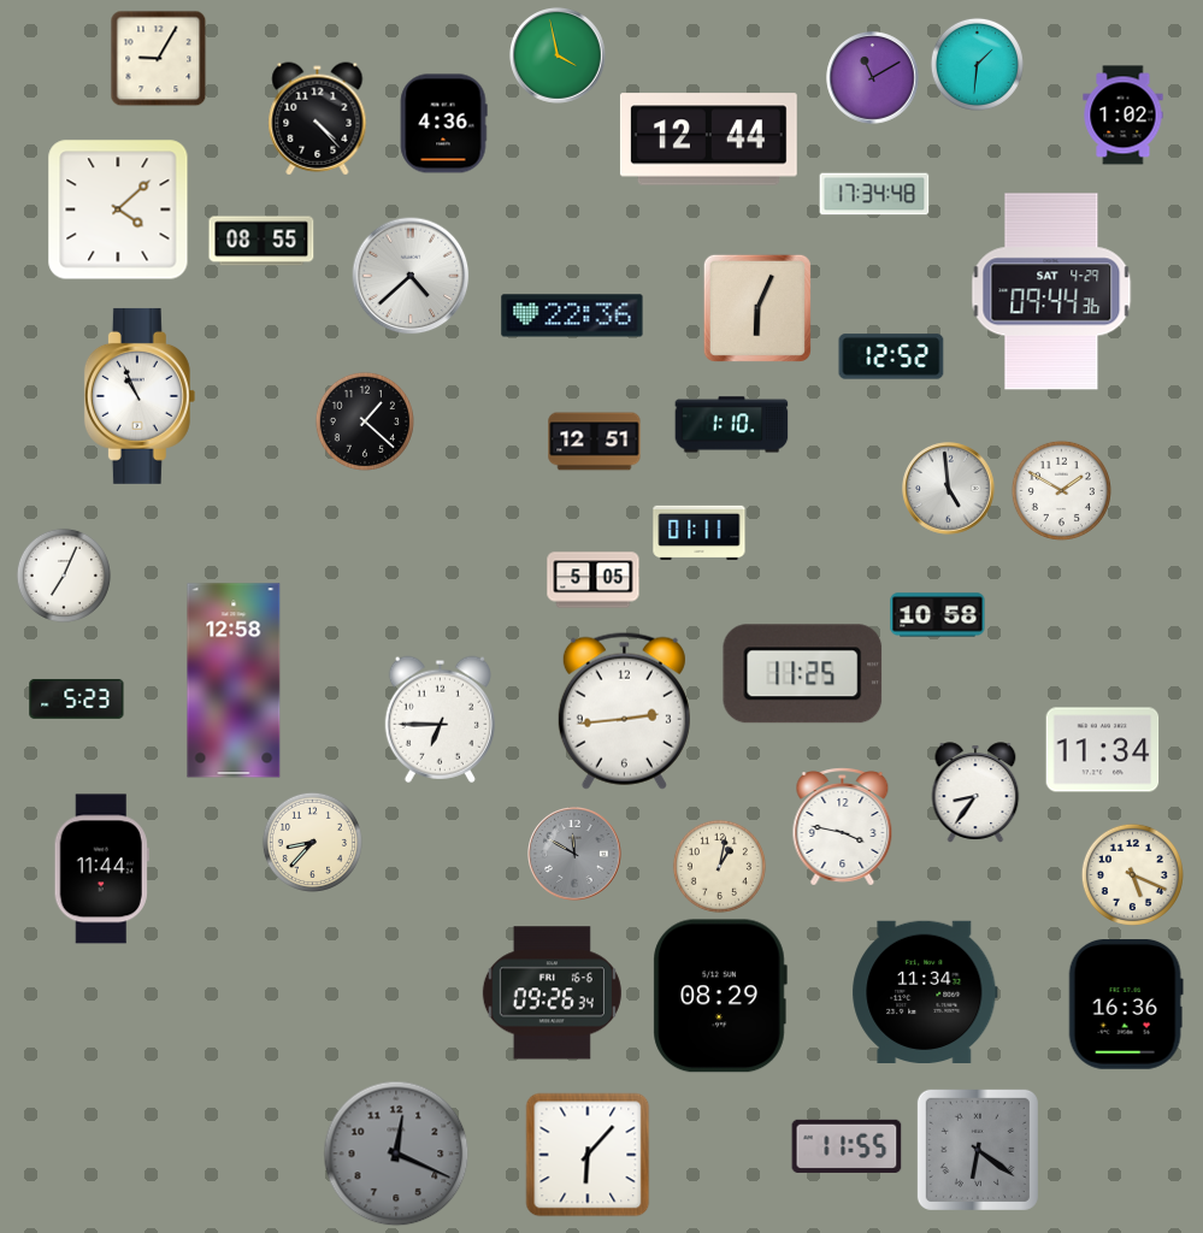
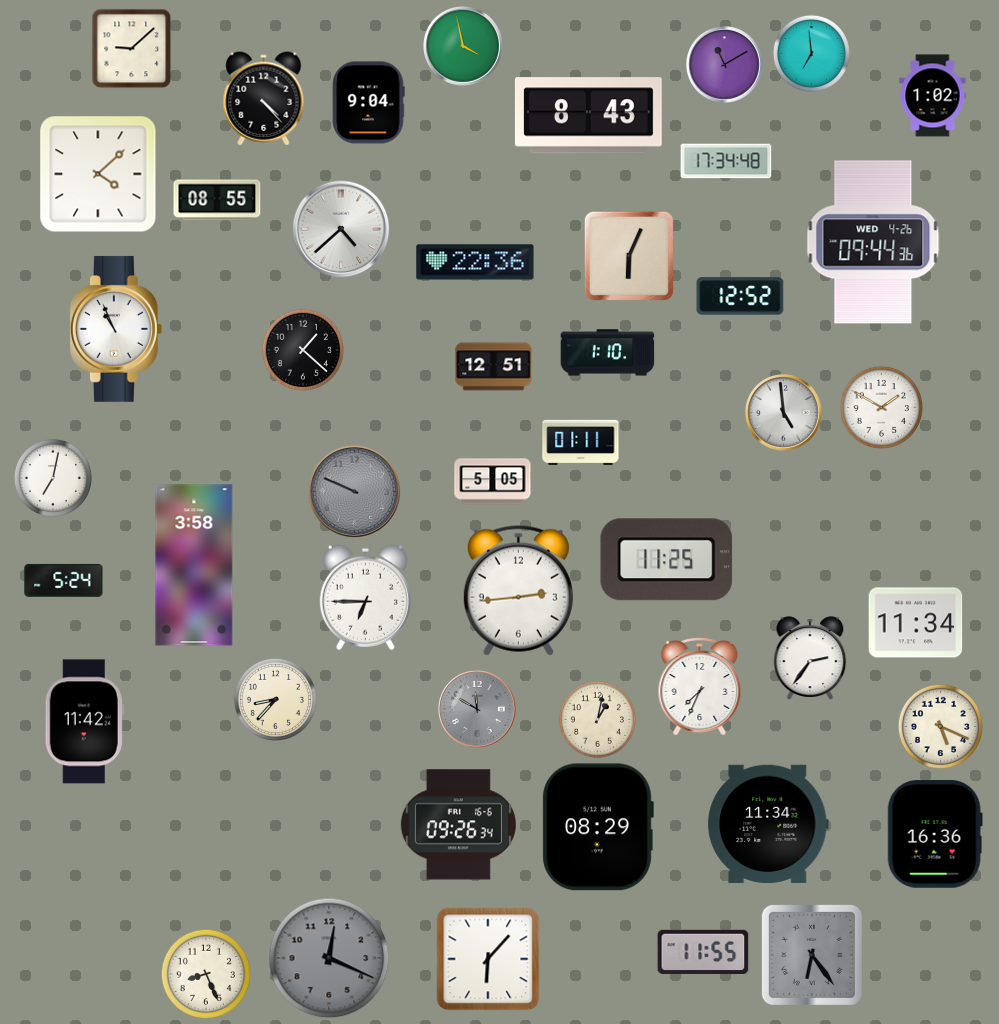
clock at (158, 58): 9:05 -> 9:08
clock at (977, 64): 1:31 -> 6:59
clock at (443, 124): 4:36 -> 9:04
clock at (708, 140): 12:44 -> 8:43
clock at (1051, 291) date: SAT 4-29 -> WED 4-26
clock at (949, 489) position: (949, 489) -> (784, 413)
clock at (64, 576): 7:04 -> 7:02
clock at (354, 491): none -> 9:49
clock at (938, 615): 10:58 -> none
clock at (234, 680): 12:58 -> 3:58
clock at (77, 698): 5:23 -> 5:24
clock at (975, 792): 8:36 -> 2:36
clock at (843, 827): 3:47 -> 7:34
clock at (312, 842) position: (312, 842) -> (275, 699)
clock at (101, 869): 11:44 -> 11:42
clock at (978, 1150): 6:21 -> 6:24
clock at (205, 973): none -> 8:26
